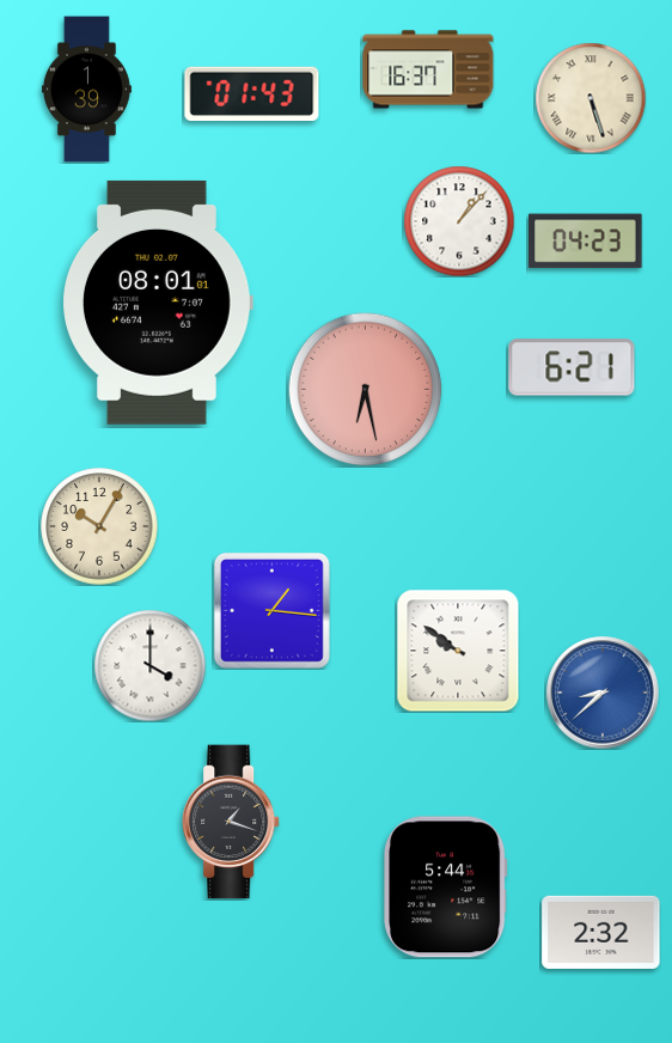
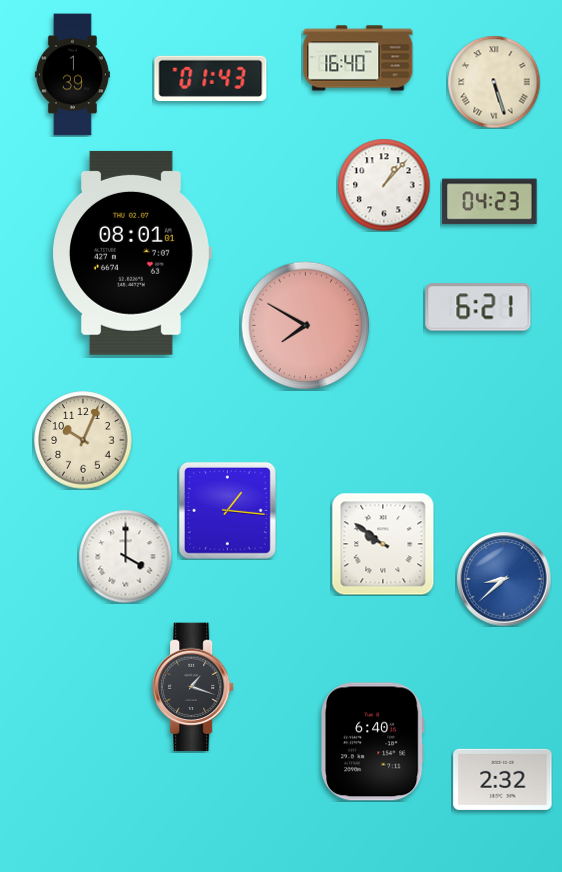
clock at (428, 69): 16:37 -> 16:40
clock at (365, 389): 6:28 -> 7:50
clock at (99, 526): 10:05 -> 10:04
clock at (446, 888): 5:44 -> 6:40
